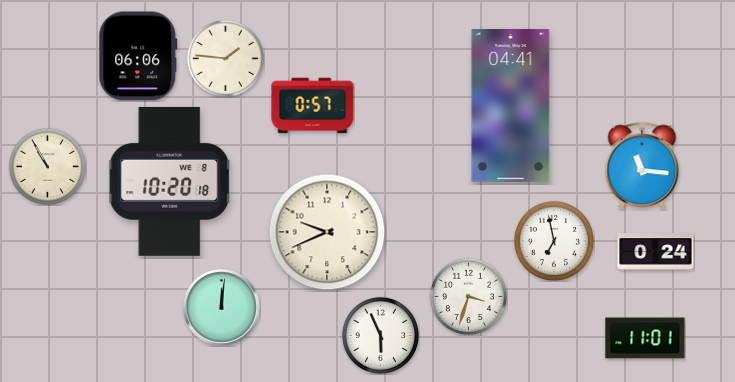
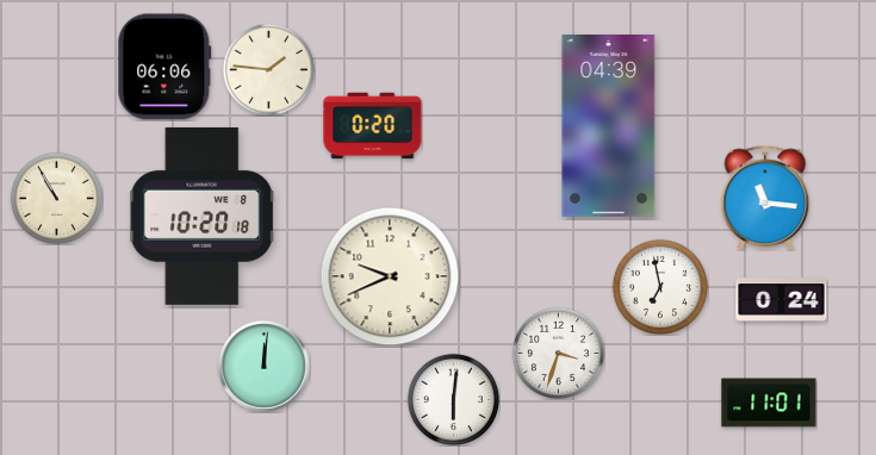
clock at (313, 106): 0:57 -> 0:20
clock at (511, 106): 04:41 -> 04:39
clock at (380, 335): 5:56 -> 6:01
